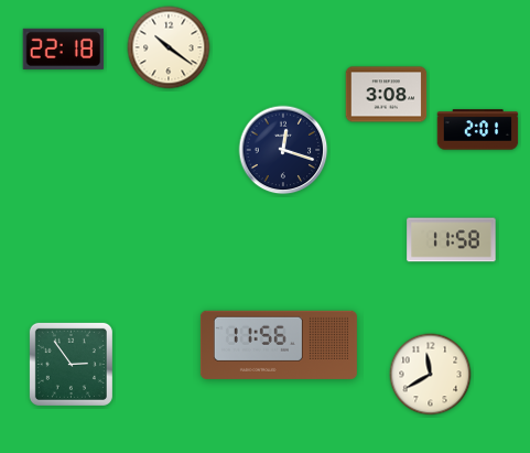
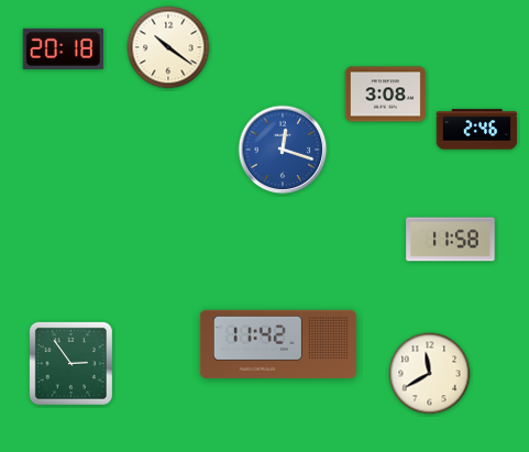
clock at (64, 48): 22:18 -> 20:18
clock at (478, 130): 2:01 -> 2:46
clock at (283, 150) dial: navy -> blue
clock at (279, 345): 11:56 -> 11:42
